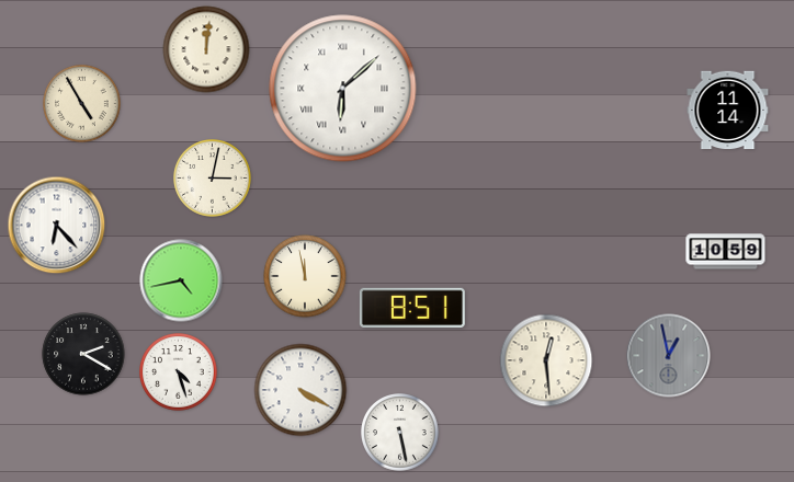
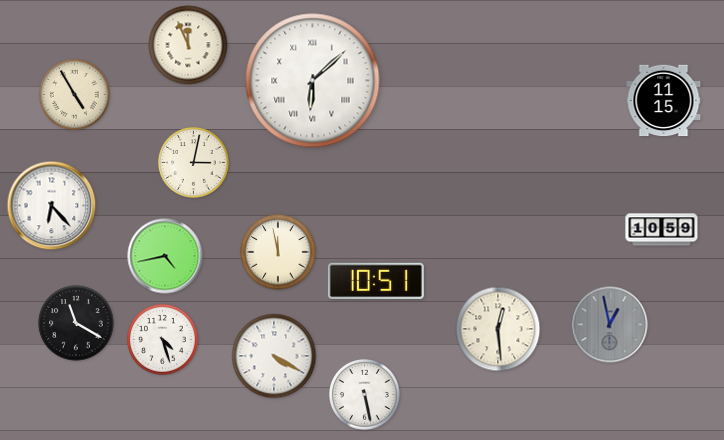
clock at (206, 49): 12:01 -> 11:56
clock at (728, 111): 11:14 -> 11:15
clock at (412, 308): 8:51 -> 10:51
clock at (83, 354): 2:20 -> 11:20
